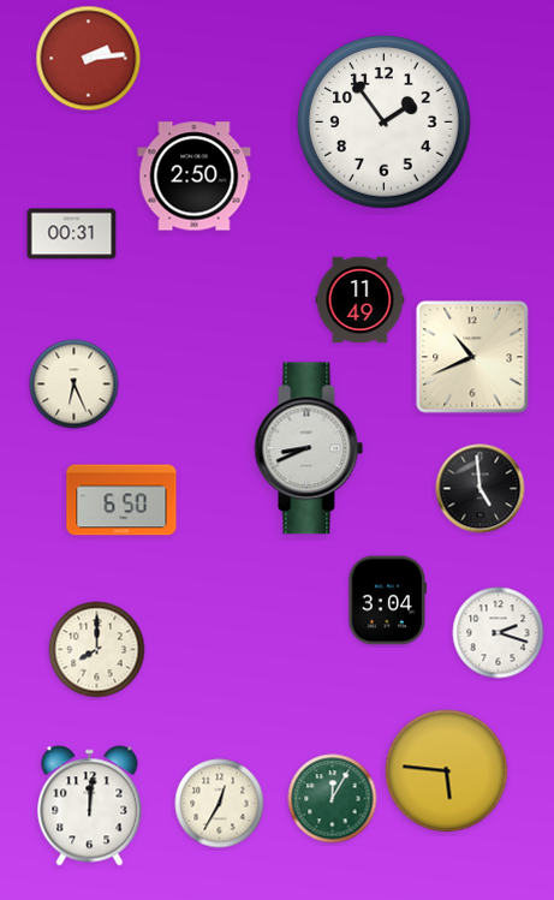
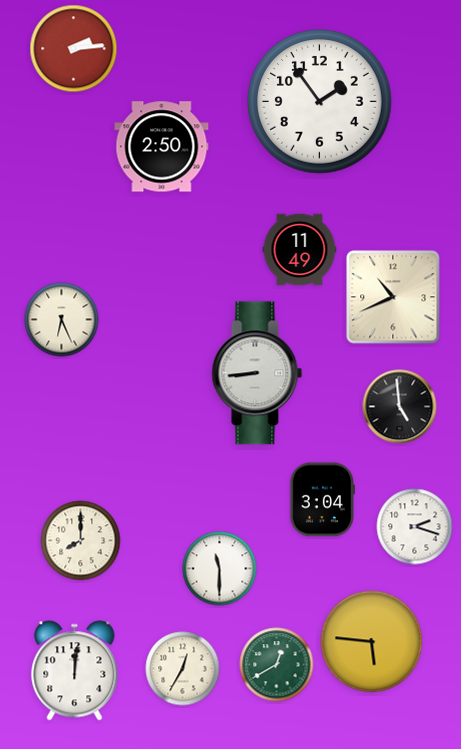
clock at (72, 234): 00:31 -> none
clock at (309, 448): 8:41 -> 8:44
clock at (121, 500): 6:50 -> none
clock at (220, 569): none -> 11:30
clock at (333, 799): 12:05 -> 12:40
